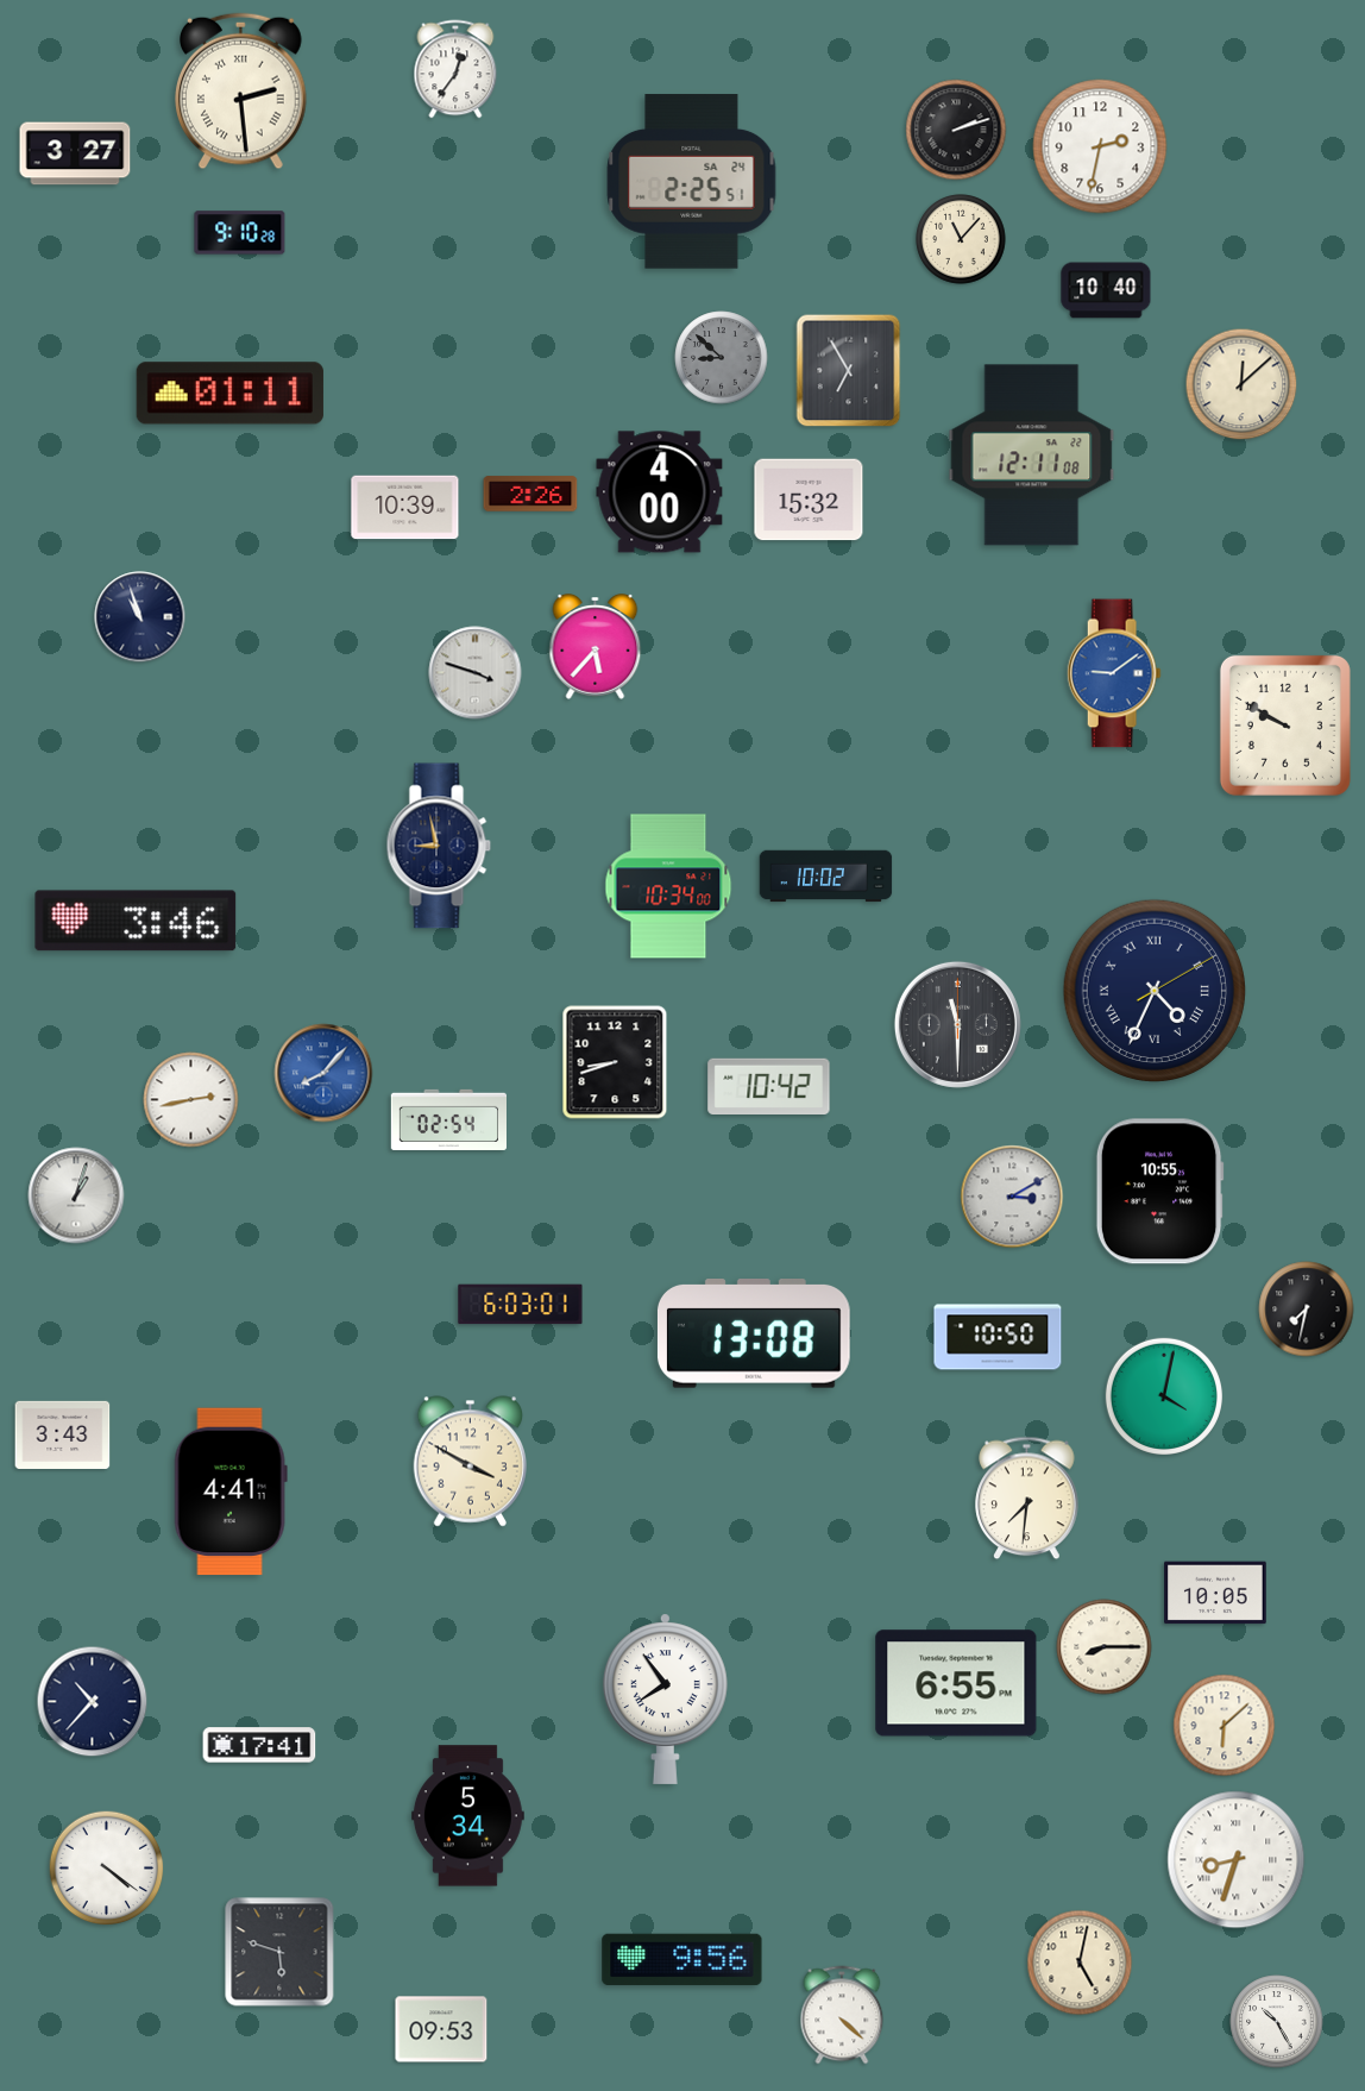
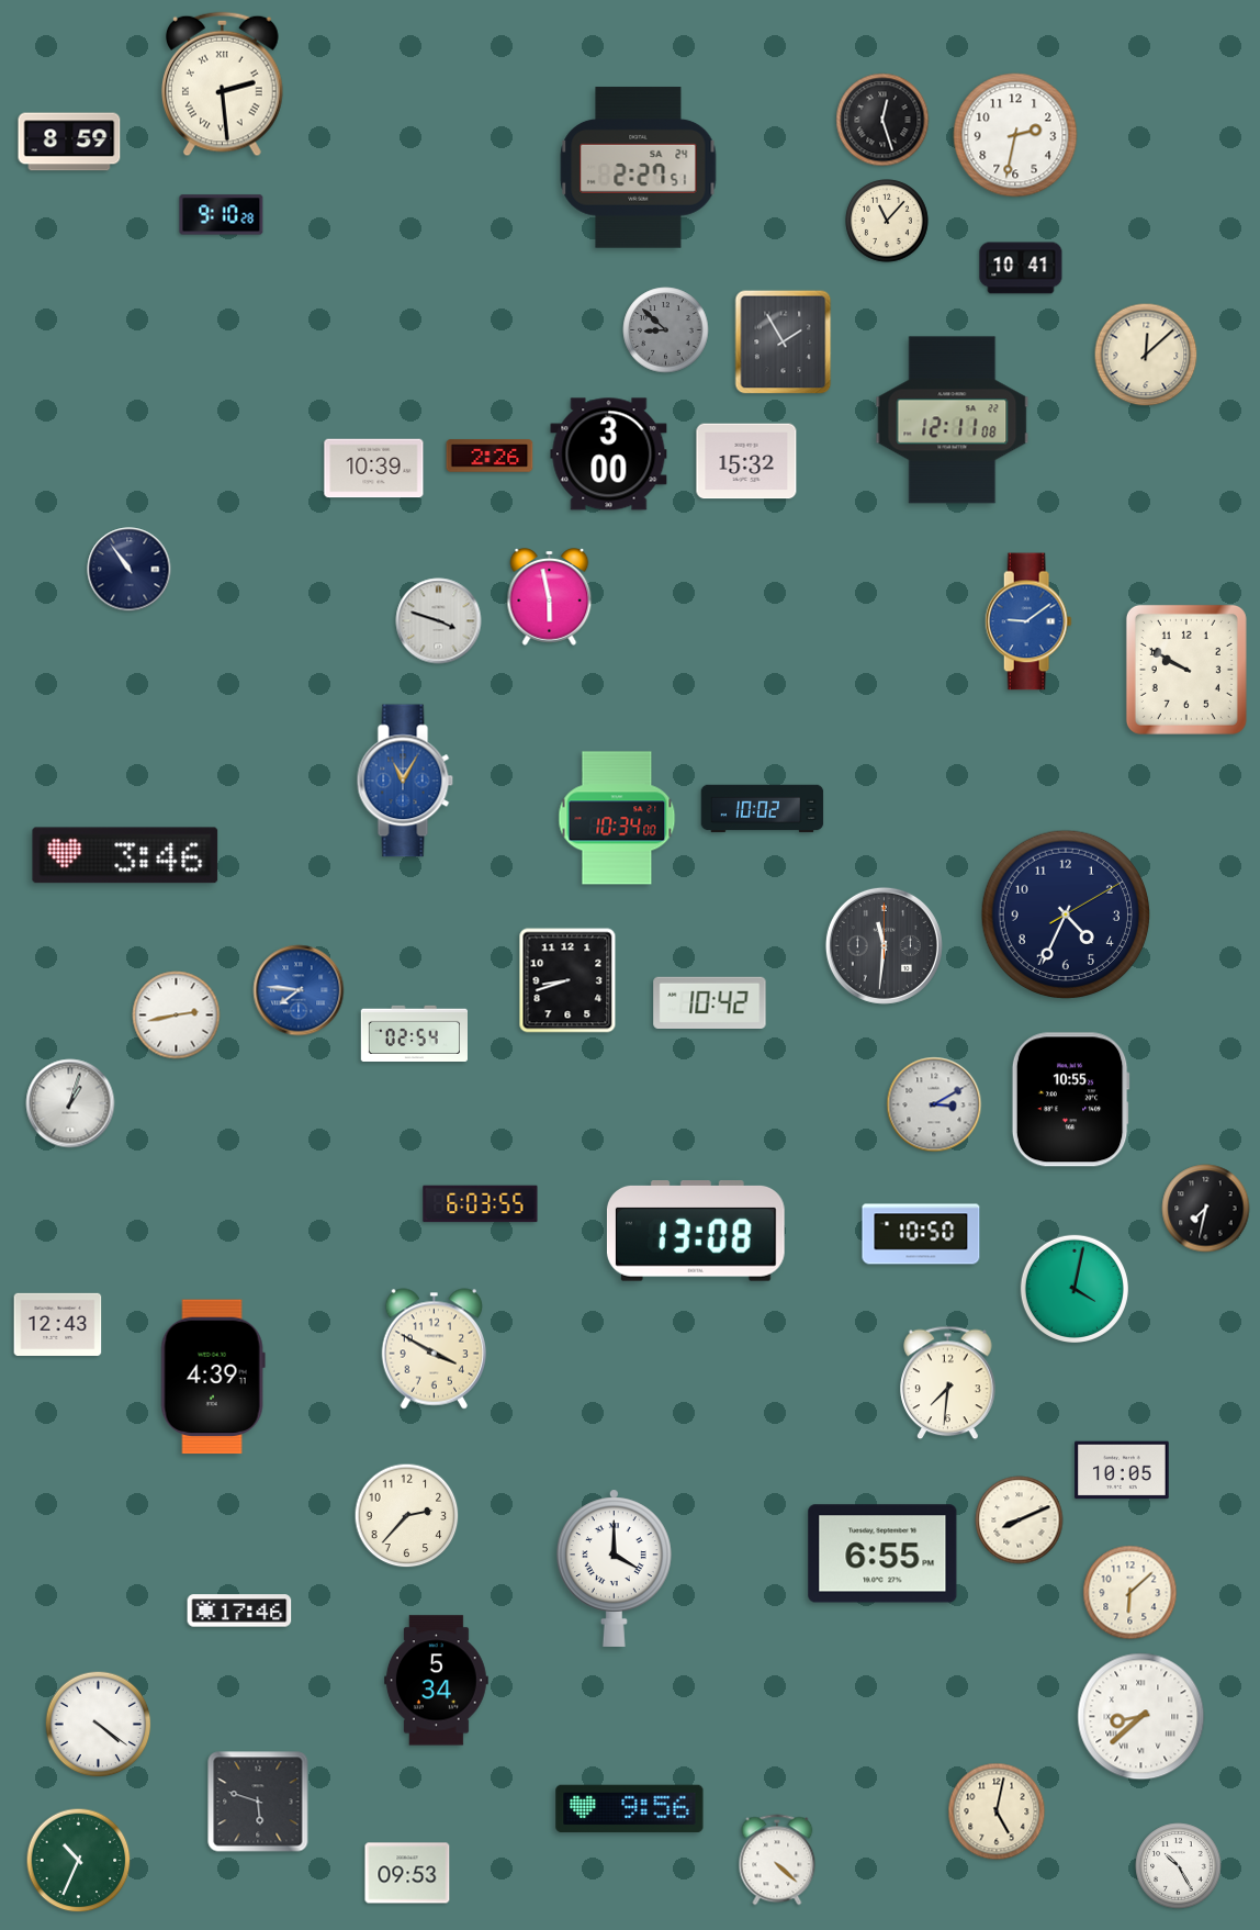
clock at (455, 69): 12:36 -> none
clock at (956, 130): 2:12 -> 12:27
clock at (75, 153): 3:27 -> 8:59
clock at (692, 182): 2:25 -> 2:27
clock at (1106, 290): 10:40 -> 10:41
clock at (849, 371): 6:55 -> 1:55
clock at (229, 394): 01:11 -> none
clock at (660, 492): 4:00 -> 3:00
clock at (140, 617): 10:57 -> 10:54
clock at (596, 647): 5:37 -> 5:58
clock at (439, 846): 8:58 -> 11:05
clock at (439, 846) dial: navy -> blue
clock at (136, 921) position: (136, 921) -> (125, 855)
clock at (1153, 990) numerals: Roman -> Arabic
clock at (957, 1024): 11:30 -> 11:31
clock at (323, 1073): 8:07 -> 7:46
clock at (521, 1305): 6:03:01 -> 6:03:55
clock at (63, 1434): 3:43 -> 12:43
clock at (231, 1492): 4:41 -> 4:39
clock at (407, 1516): none -> 2:37
clock at (1105, 1647): 8:15 -> 8:11
clock at (665, 1698): 7:54 -> 4:00
clock at (93, 1702): 10:37 -> none
clock at (259, 1745): 17:41 -> 17:46
clock at (467, 1816) position: (467, 1816) -> (436, 1681)
clock at (1237, 1860): 8:33 -> 8:38
clock at (79, 1861): none -> 10:34
